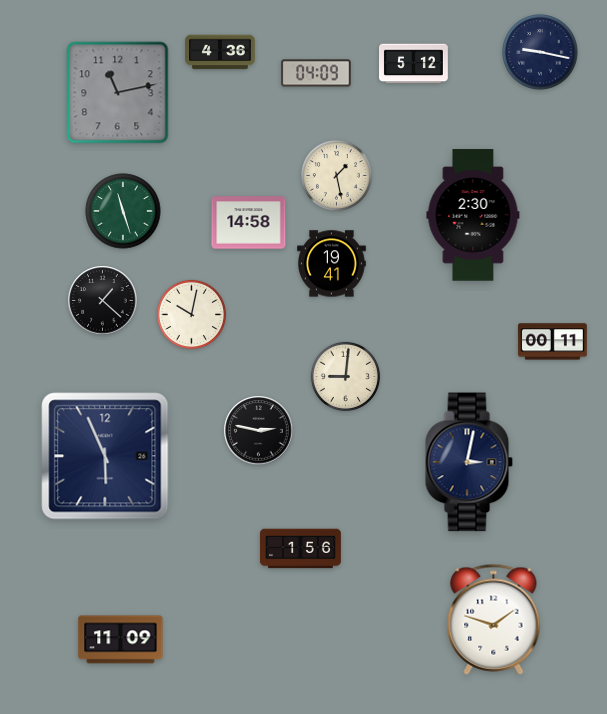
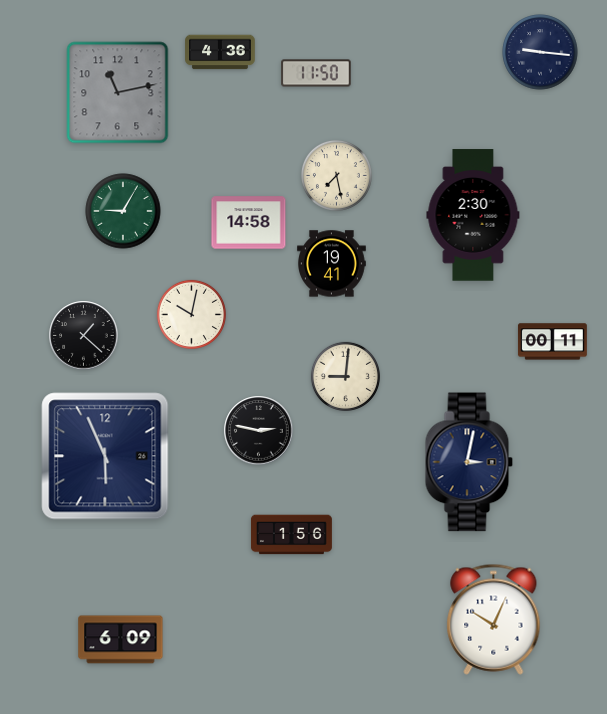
clock at (540, 52): 9:17 -> 9:16
clock at (414, 64): 5:12 -> none
clock at (316, 73): 04:09 -> 11:50
clock at (336, 175): 1:28 -> 7:28
clock at (123, 211): 11:27 -> 9:05
clock at (103, 301) position: (103, 301) -> (84, 336)
clock at (300, 549) position: (300, 549) -> (291, 535)
clock at (494, 619): 1:48 -> 10:04
clock at (121, 640): 11:09 -> 6:09
